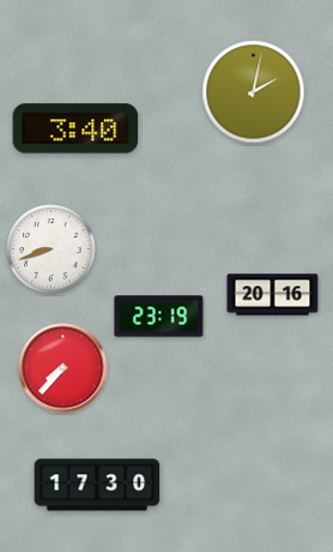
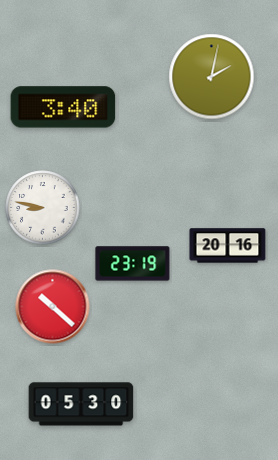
clock at (52, 250): 8:42 -> 8:47
clock at (63, 368): 7:37 -> 10:22
clock at (97, 485): 17:30 -> 05:30
